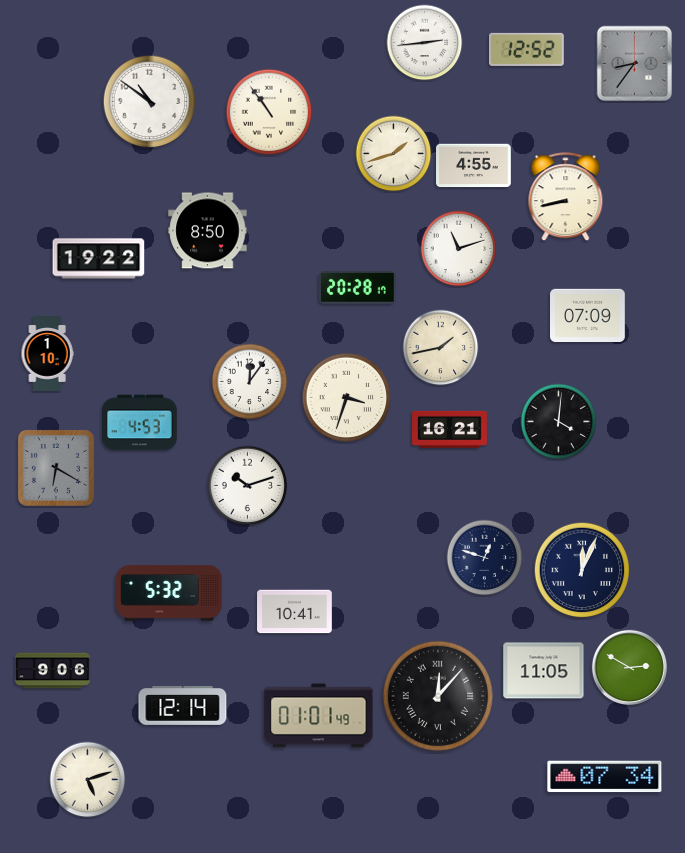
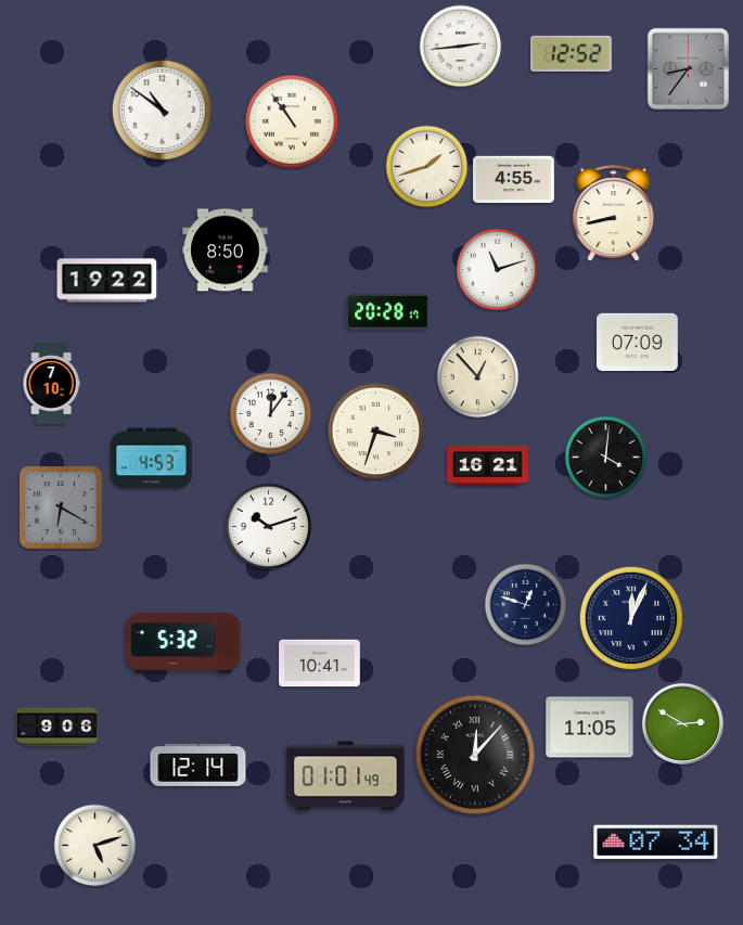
clock at (441, 348): 1:43 -> 12:53
clock at (47, 354): 1:10 -> 7:10
